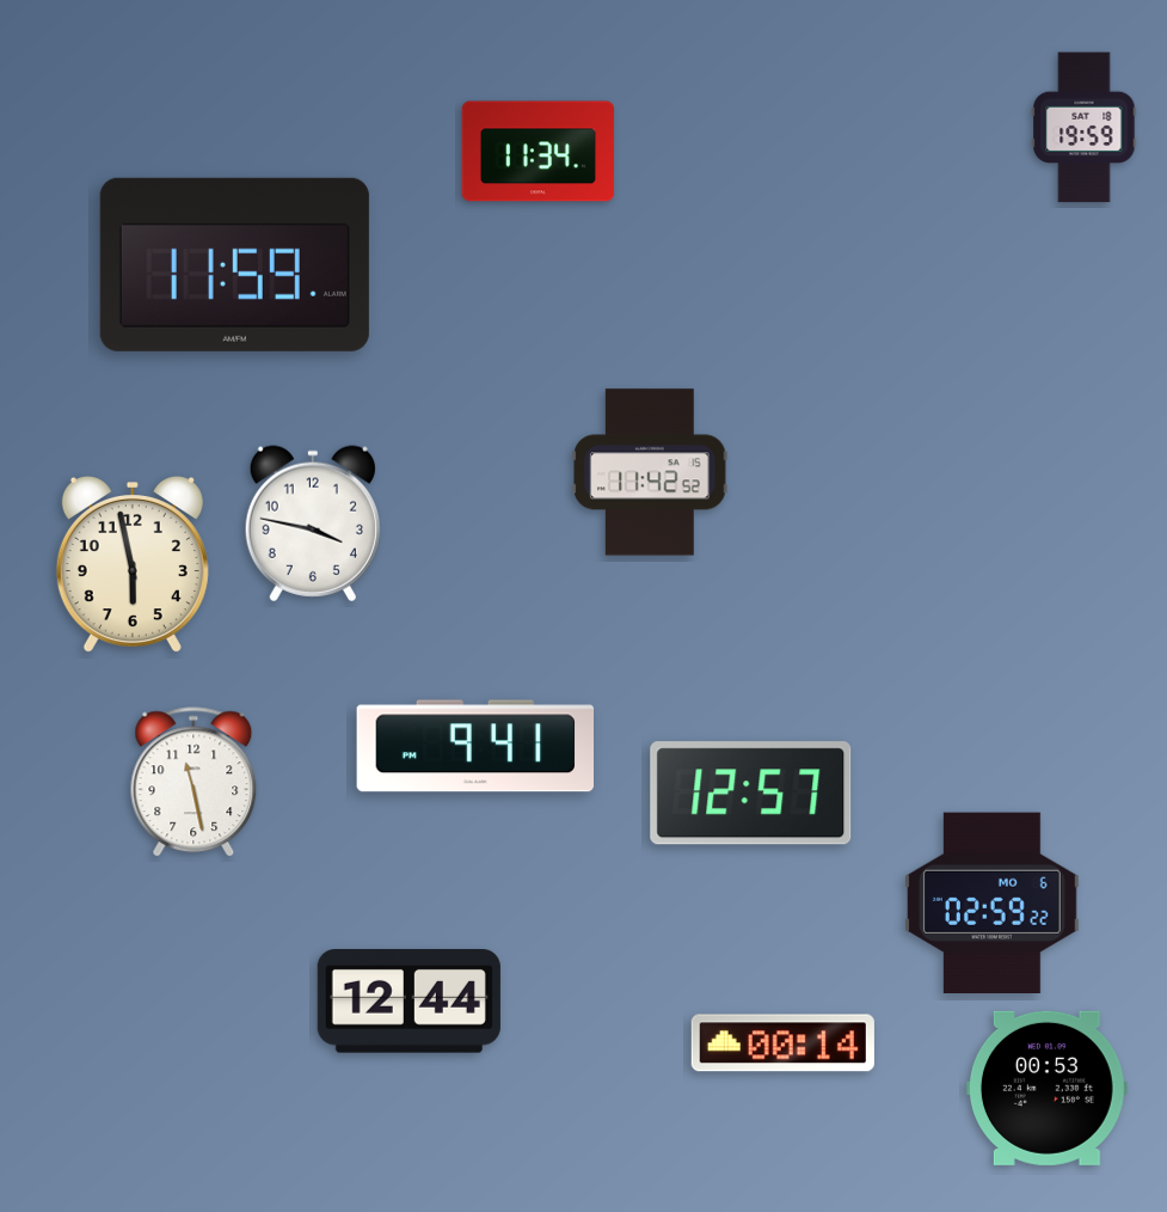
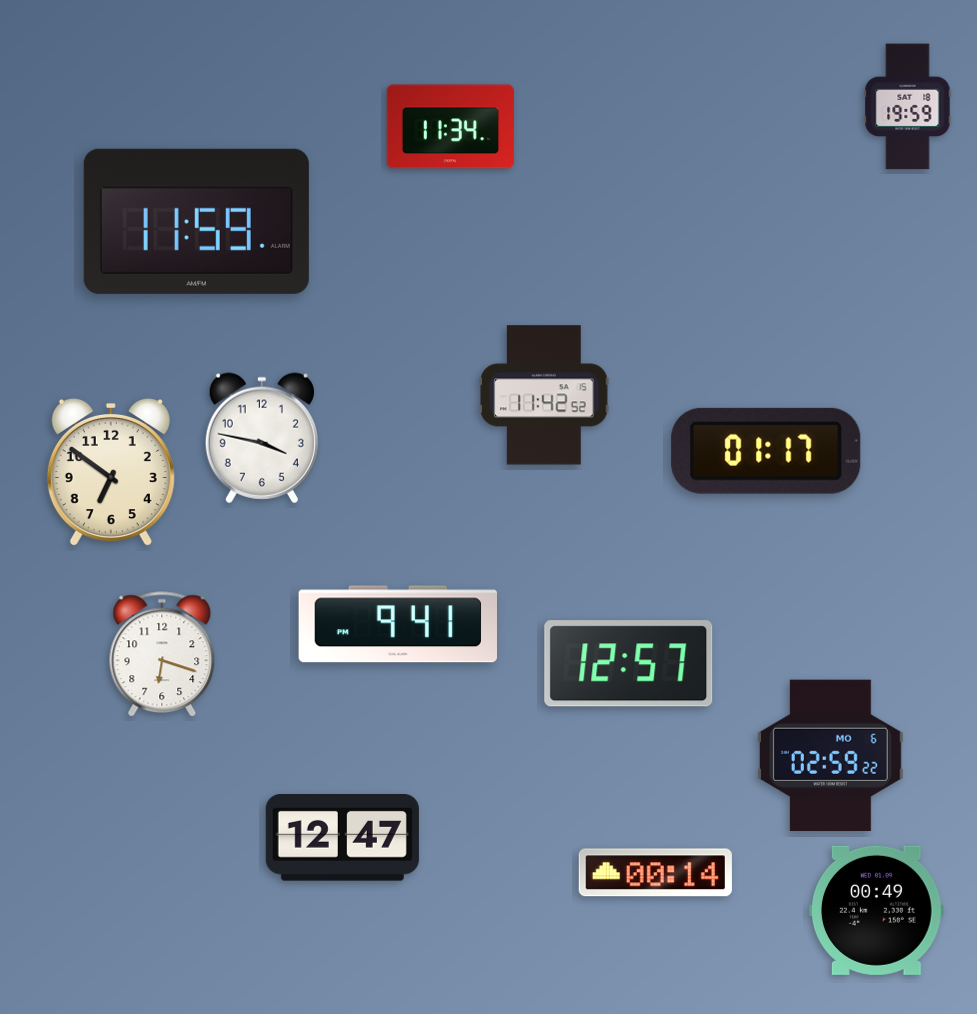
clock at (766, 451): none -> 01:17
clock at (133, 564): 5:58 -> 6:51
clock at (194, 783): 11:28 -> 6:18
clock at (409, 1002): 12:44 -> 12:47
clock at (1046, 1088): 00:53 -> 00:49
